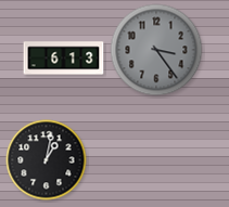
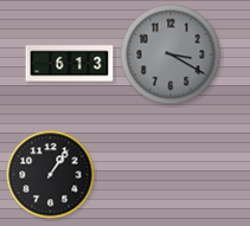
clock at (156, 50): 3:24 -> 3:20
clock at (47, 160): 1:02 -> 1:06
